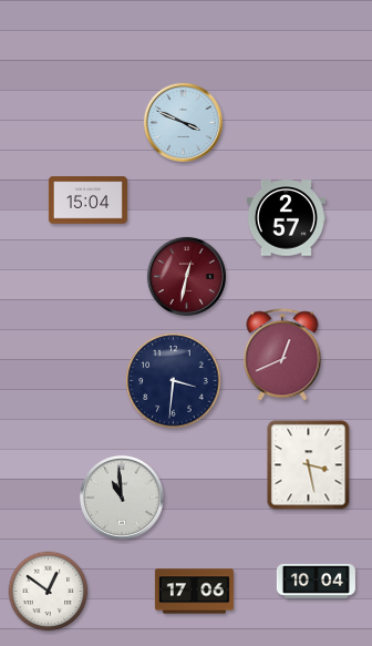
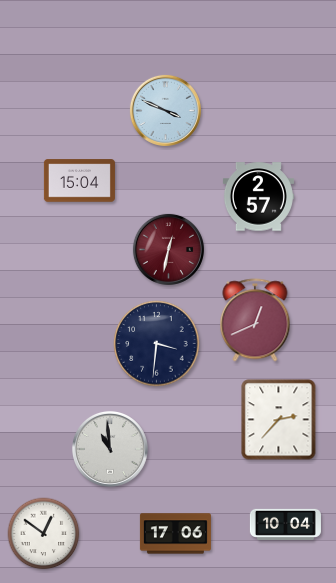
clock at (309, 465): 3:28 -> 2:37
